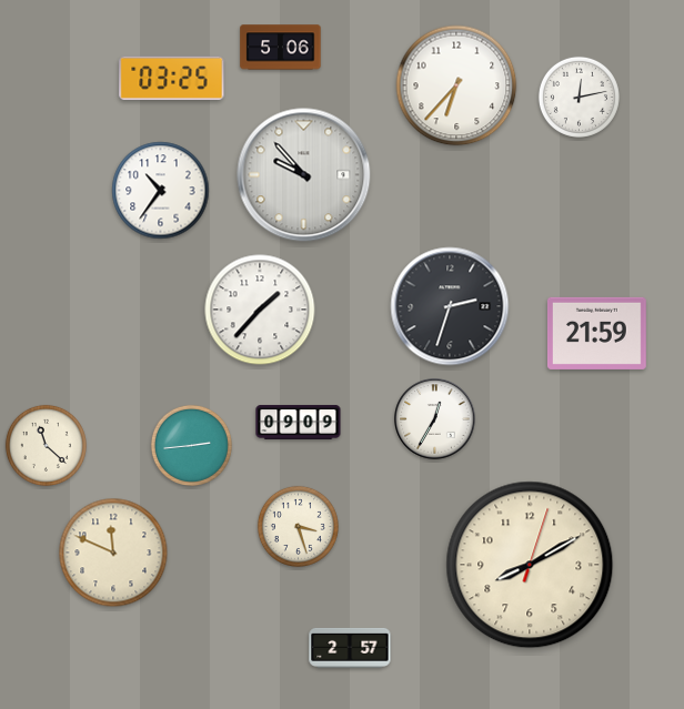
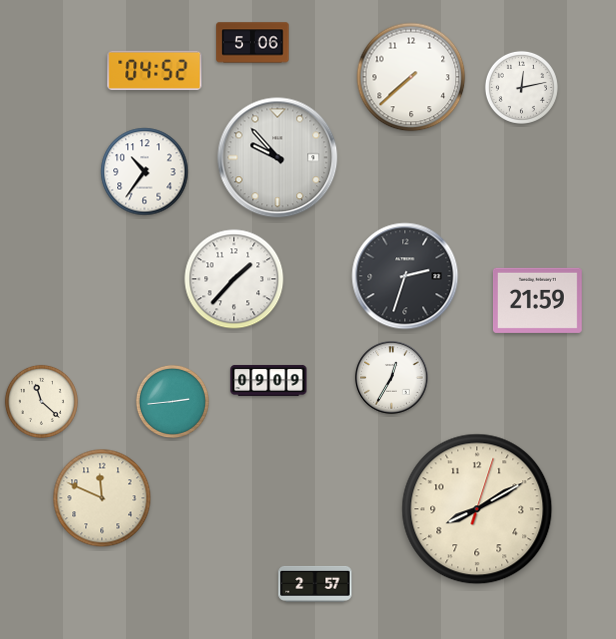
clock at (172, 78): 03:25 -> 04:52
clock at (456, 85): 6:37 -> 7:38
clock at (304, 175) position: (304, 175) -> (278, 158)
clock at (298, 526): 3:27 -> none
